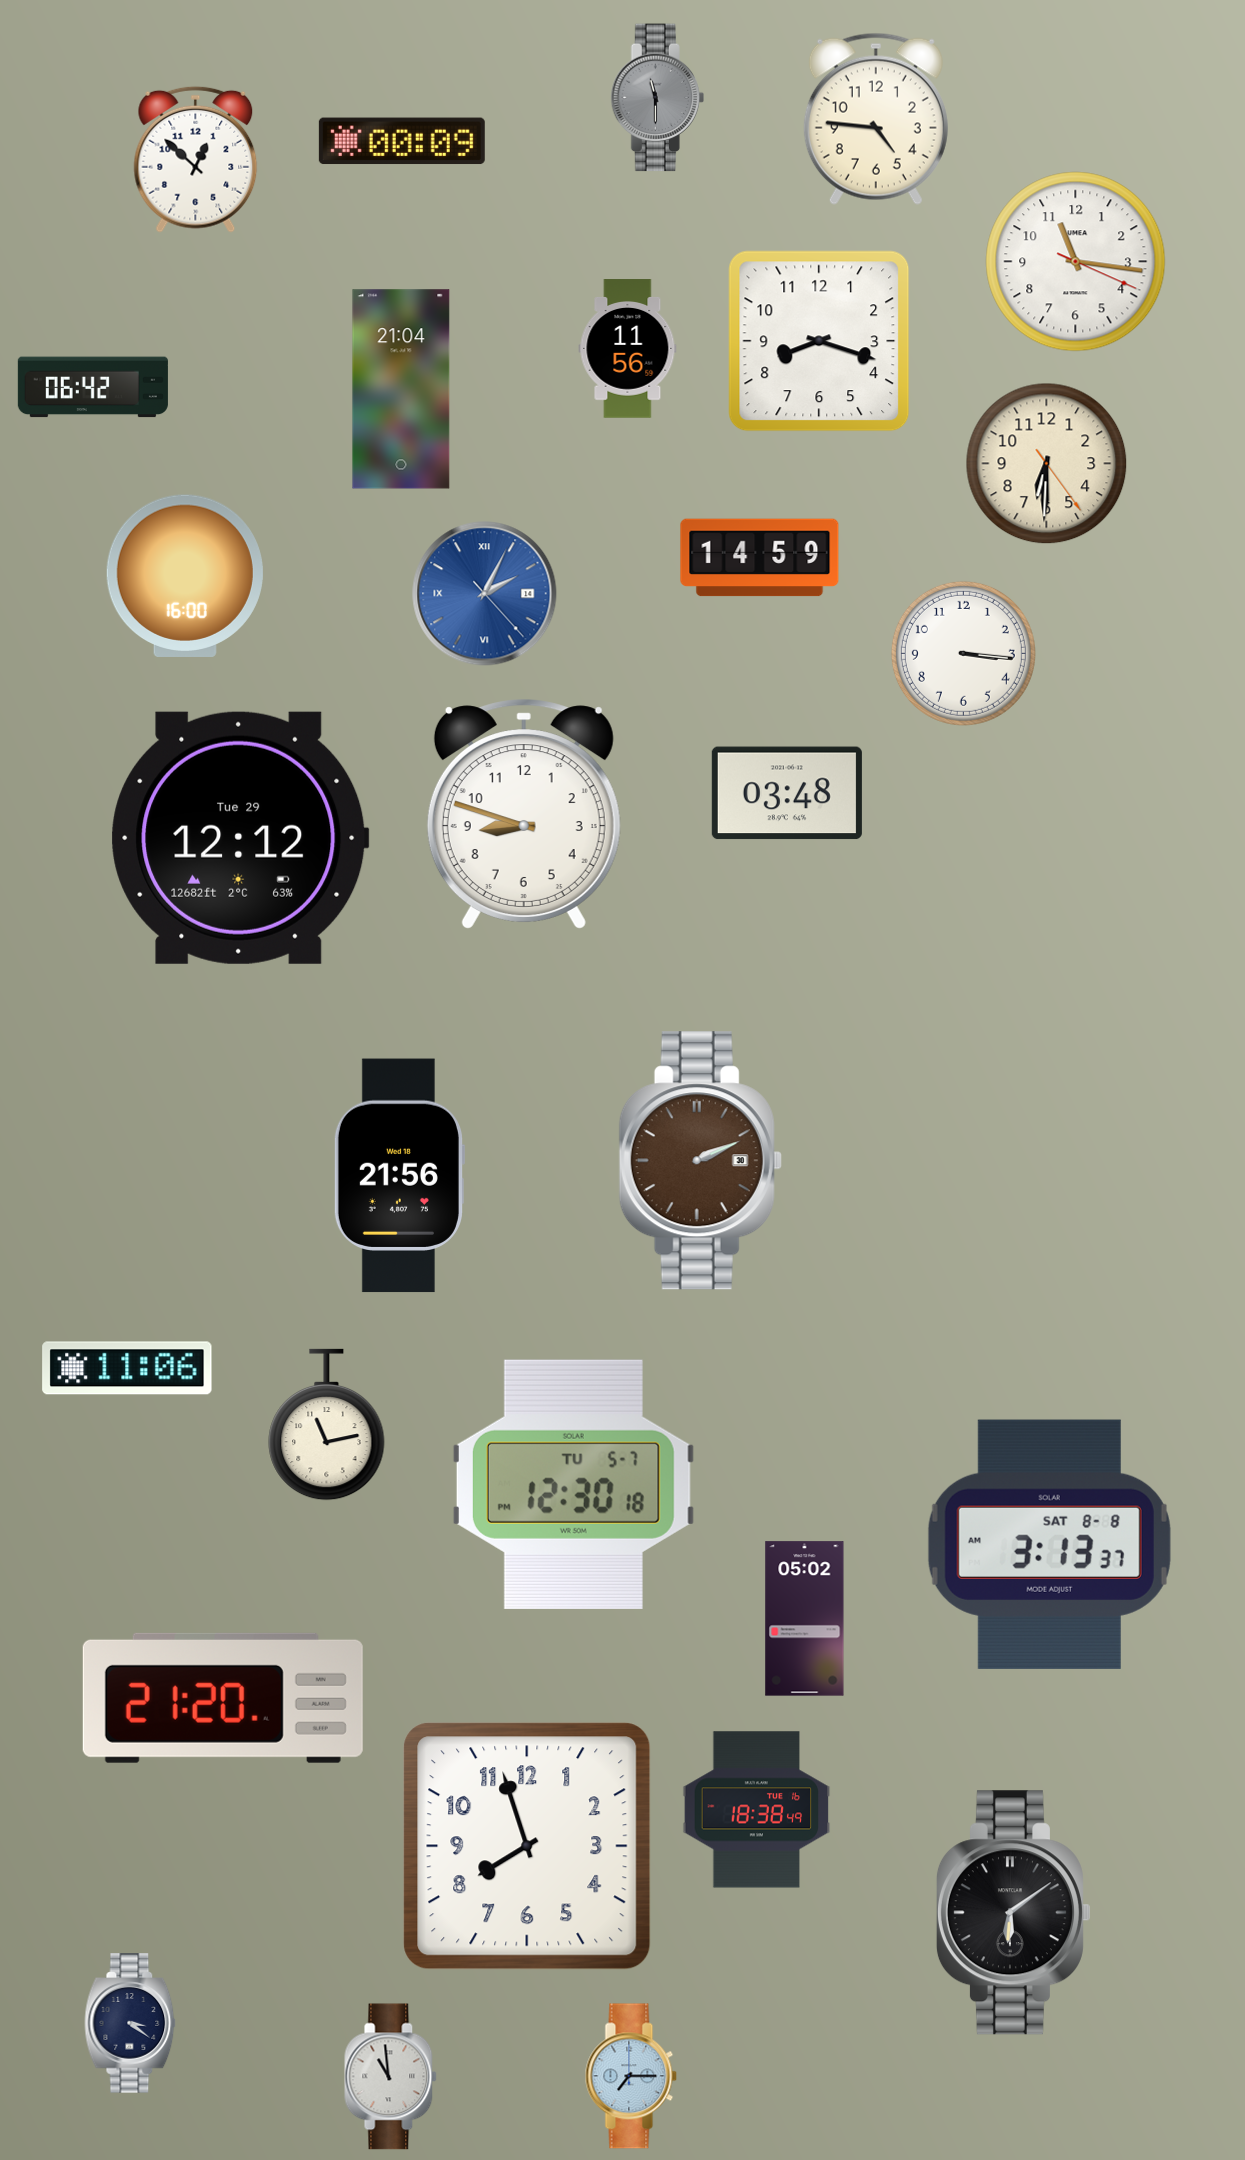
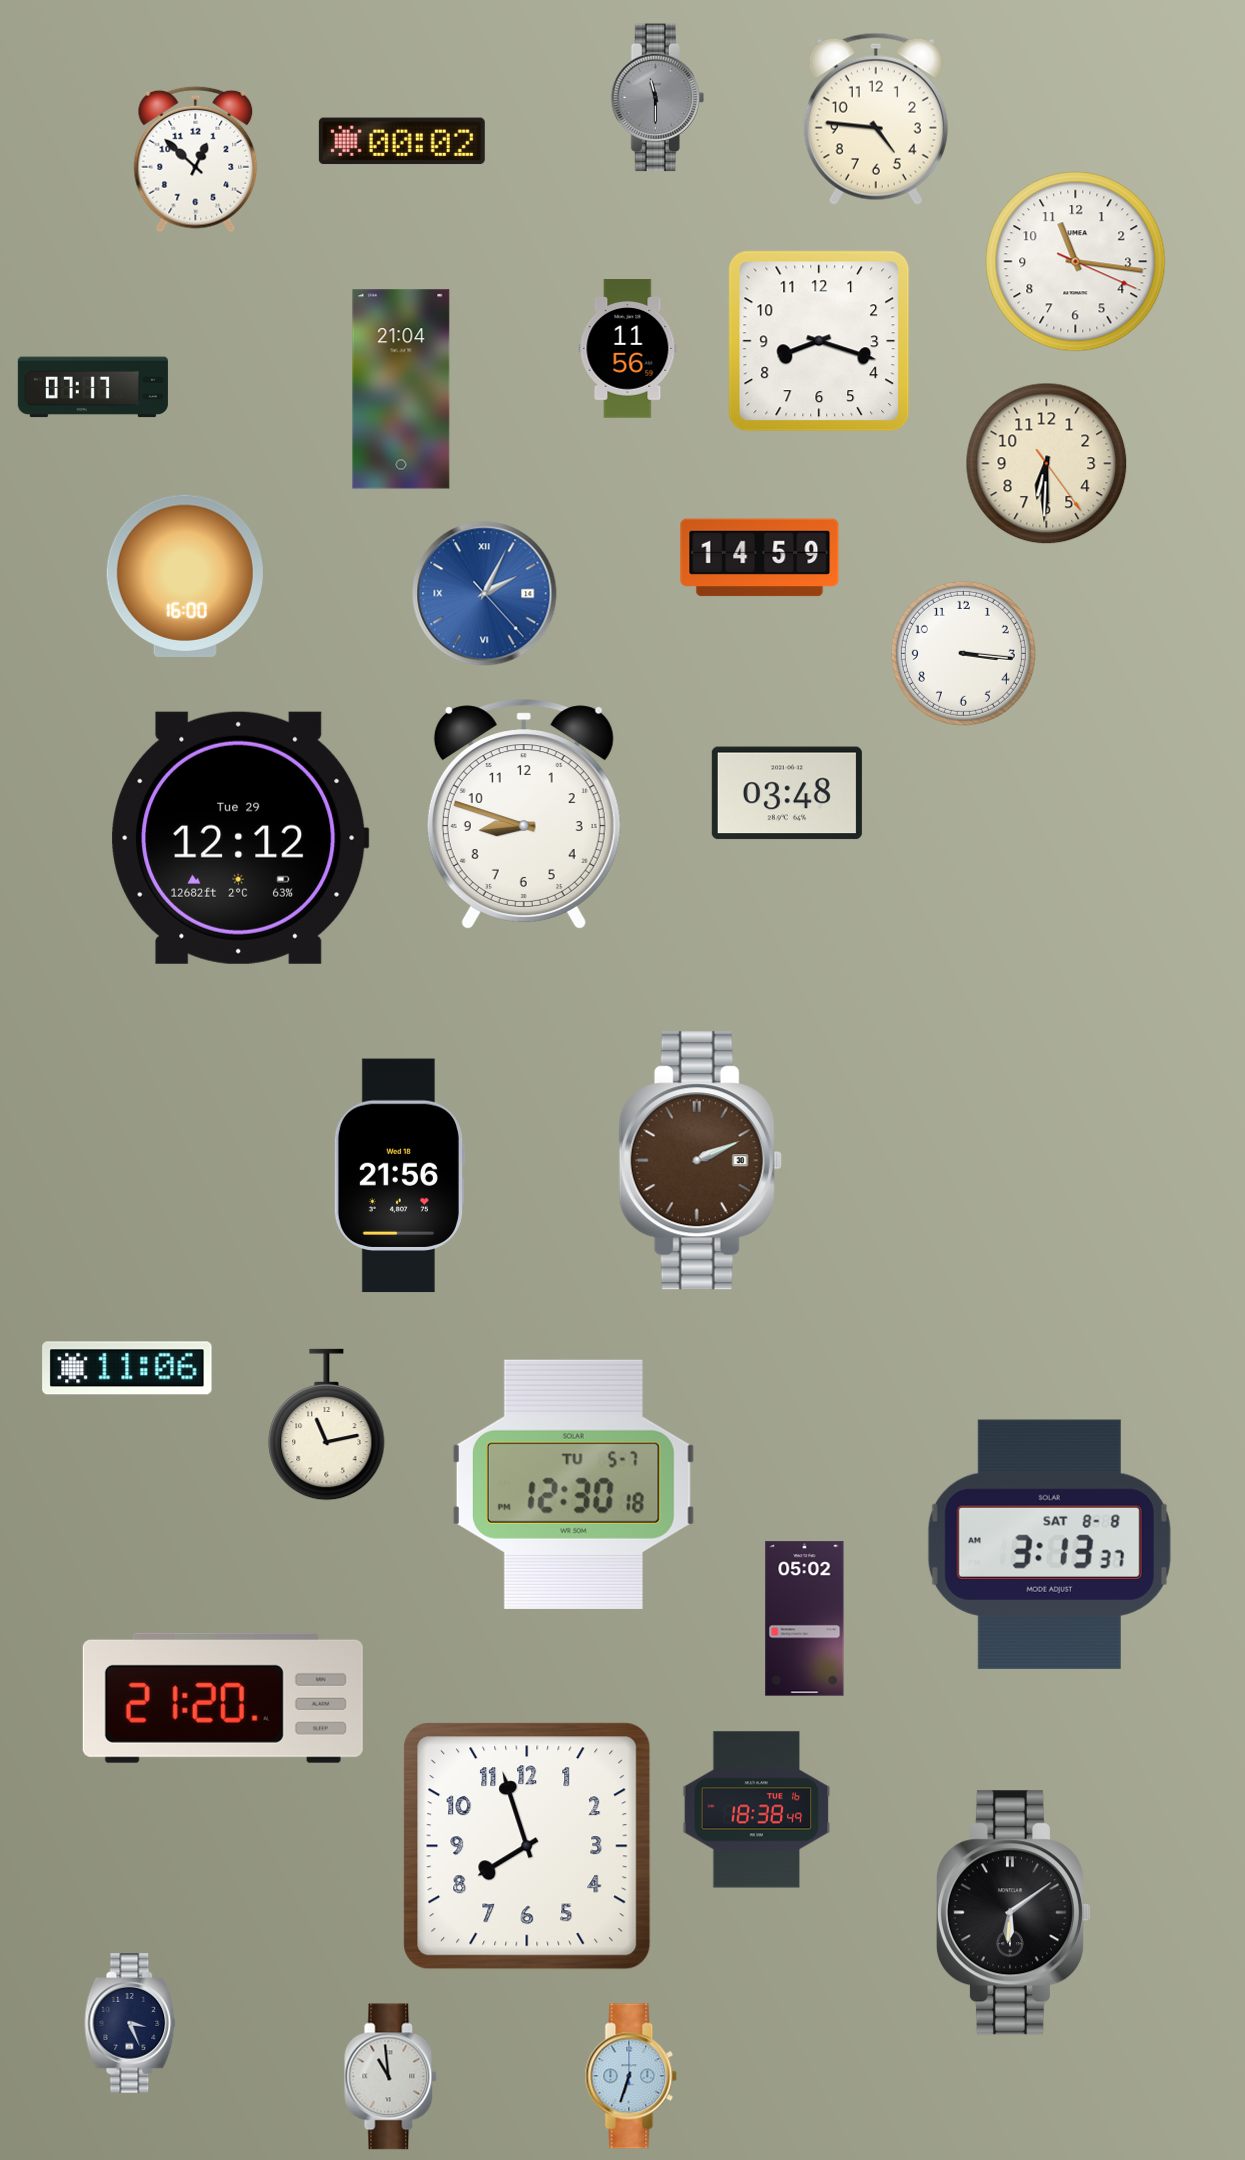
clock at (402, 141): 00:09 -> 00:02
clock at (93, 387): 06:42 -> 07:17
clock at (130, 2023): 3:21 -> 3:26
clock at (631, 2076): 7:15 -> 6:33
